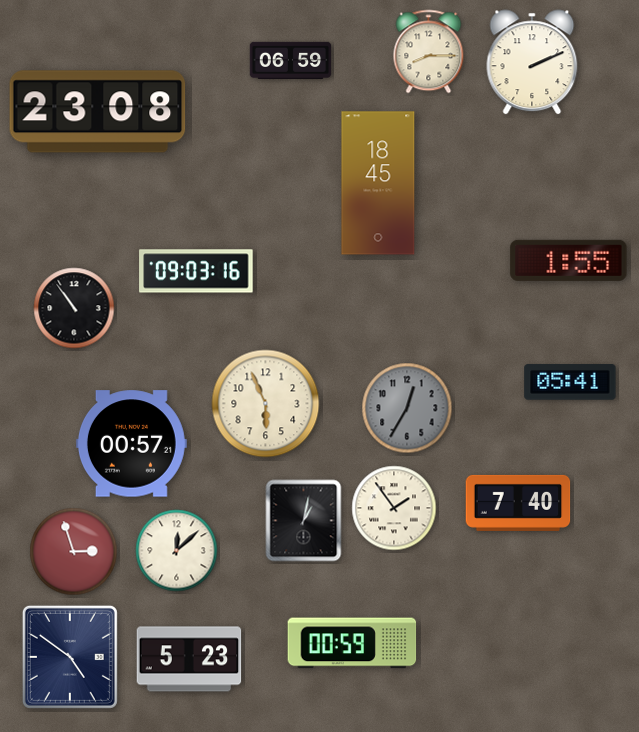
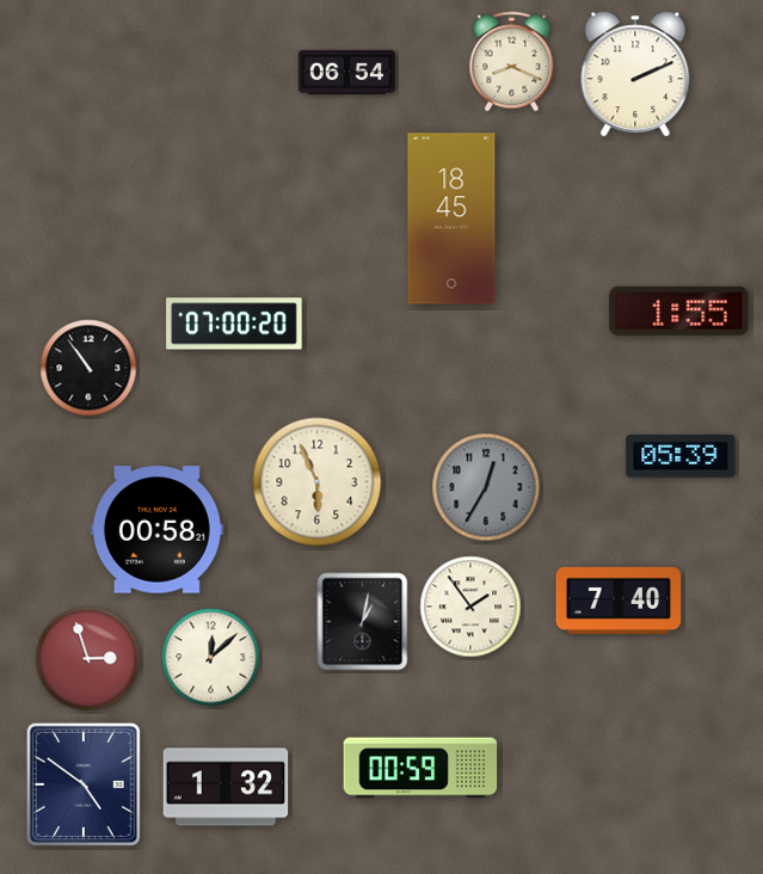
clock at (429, 52): 8:15 -> 8:19
clock at (291, 60): 06:59 -> 06:54
clock at (98, 112): 23:08 -> none
clock at (196, 271): 09:03 -> 07:00
clock at (570, 382): 05:41 -> 05:39
clock at (131, 444): 00:57 -> 00:58
clock at (189, 659): 5:23 -> 1:32
